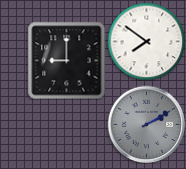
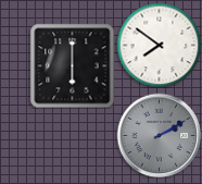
clock at (66, 60): 9:00 -> 6:00
